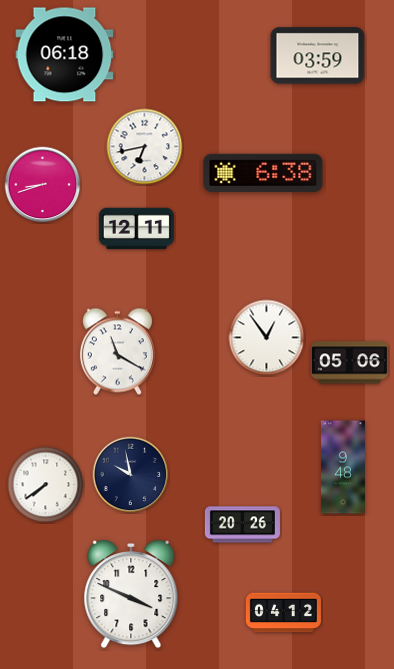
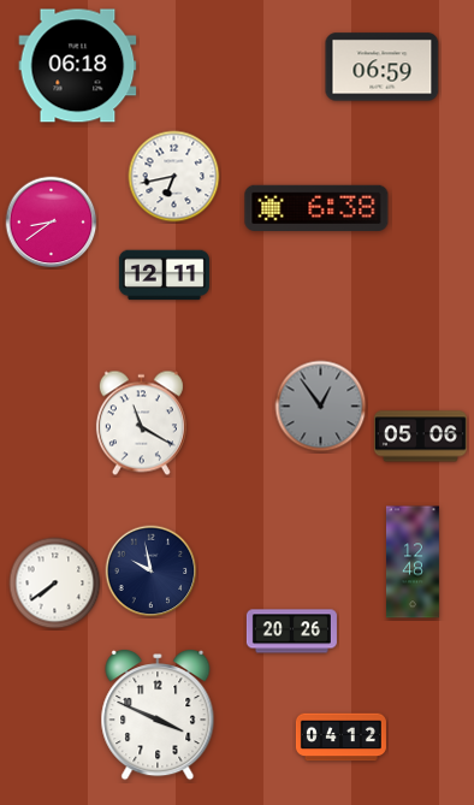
clock at (318, 56): 03:59 -> 06:59
clock at (43, 185): 8:42 -> 8:39
clock at (267, 338) dial: white -> grey
clock at (343, 467): 9:48 -> 12:48
clock at (131, 475) position: (131, 475) -> (152, 572)
